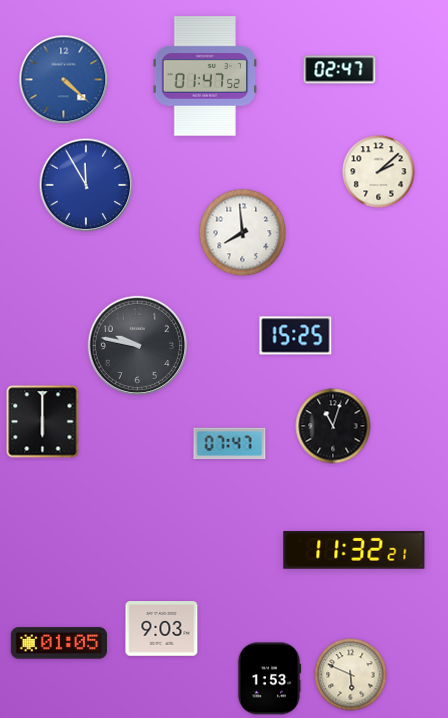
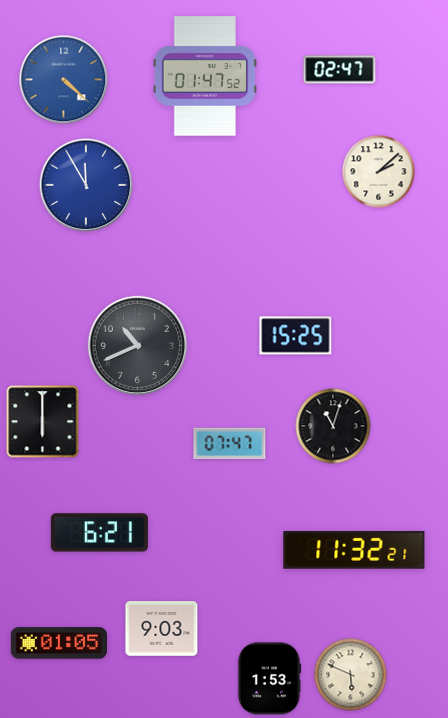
clock at (243, 233): 7:59 -> none
clock at (138, 346): 9:47 -> 10:41
clock at (99, 533): none -> 6:21
